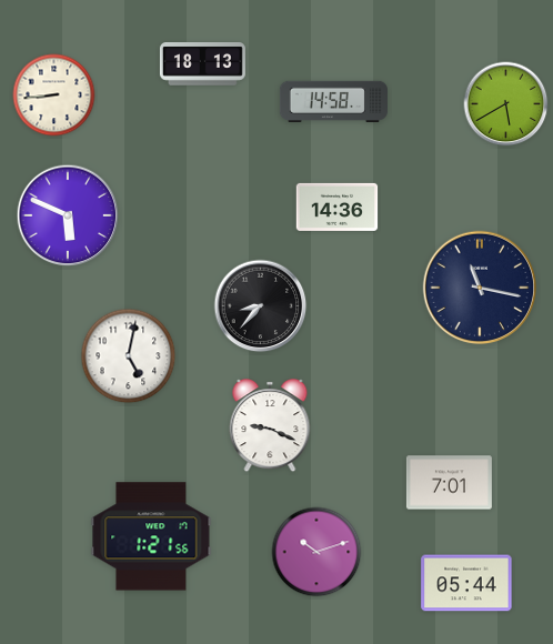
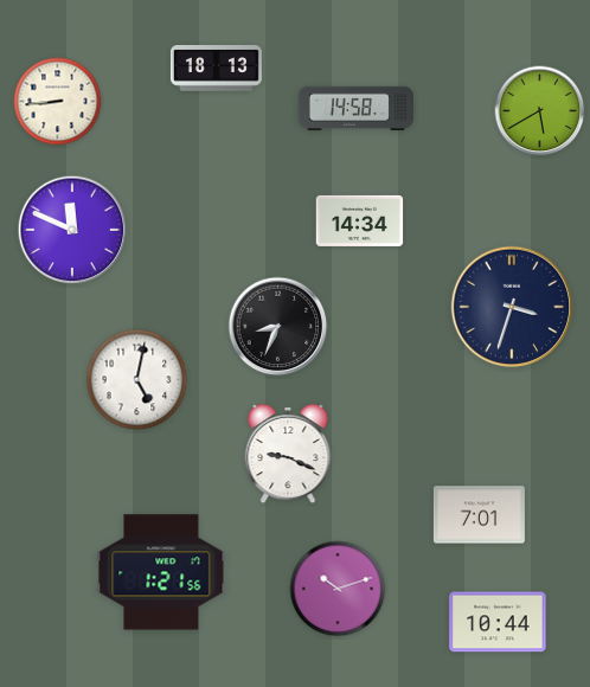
clock at (338, 207): 14:36 -> 14:34
clock at (68, 215): 5:49 -> 11:49
clock at (480, 288): 11:17 -> 3:33
clock at (261, 306): 8:37 -> 8:34
clock at (466, 583): 05:44 -> 10:44
